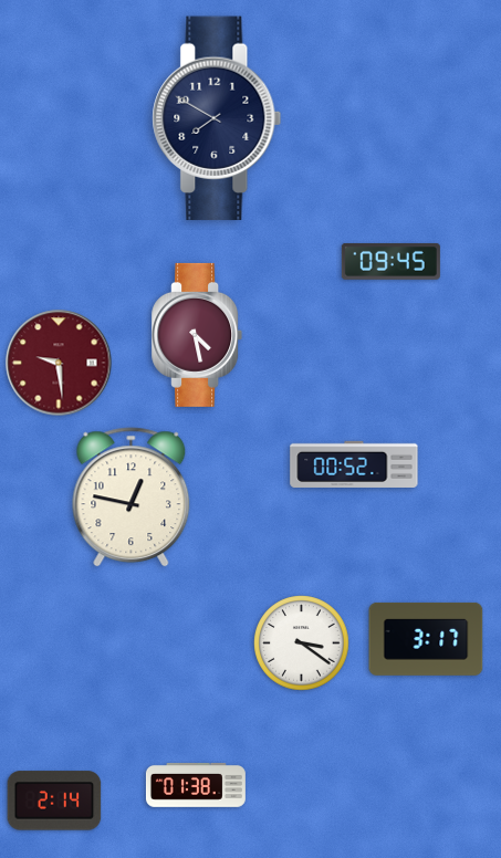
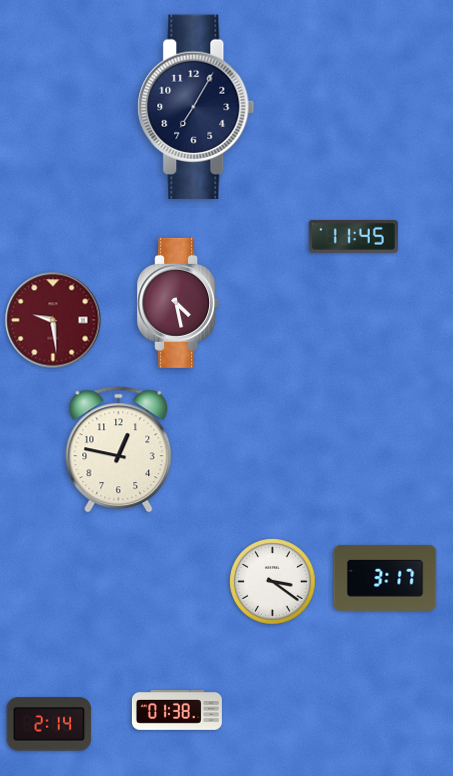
clock at (217, 118): 7:50 -> 7:05
clock at (390, 262): 09:45 -> 11:45
clock at (59, 363) position: (59, 363) -> (53, 320)
clock at (354, 464): 00:52 -> none
